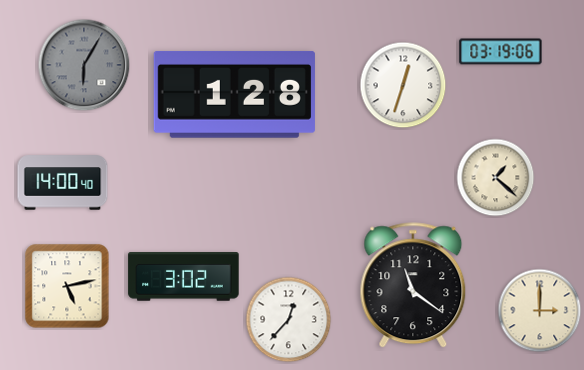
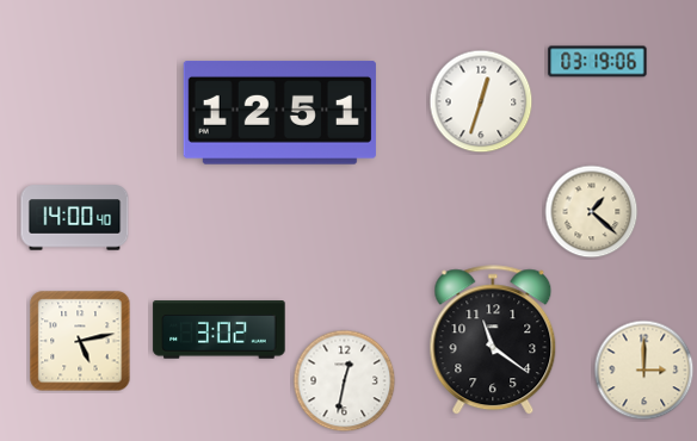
clock at (84, 65): 6:05 -> none
clock at (234, 94): 1:28 -> 12:51
clock at (289, 320): 12:37 -> 12:32
